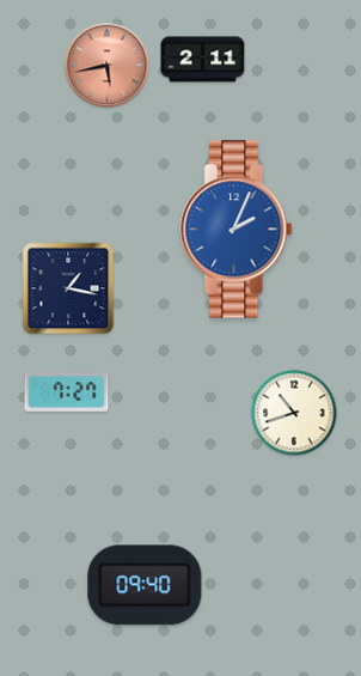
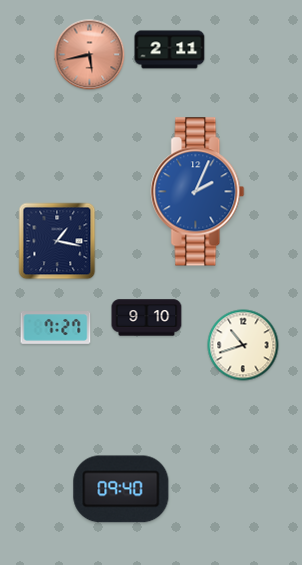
clock at (147, 318): none -> 9:10
clock at (294, 413) position: (294, 413) -> (243, 345)
